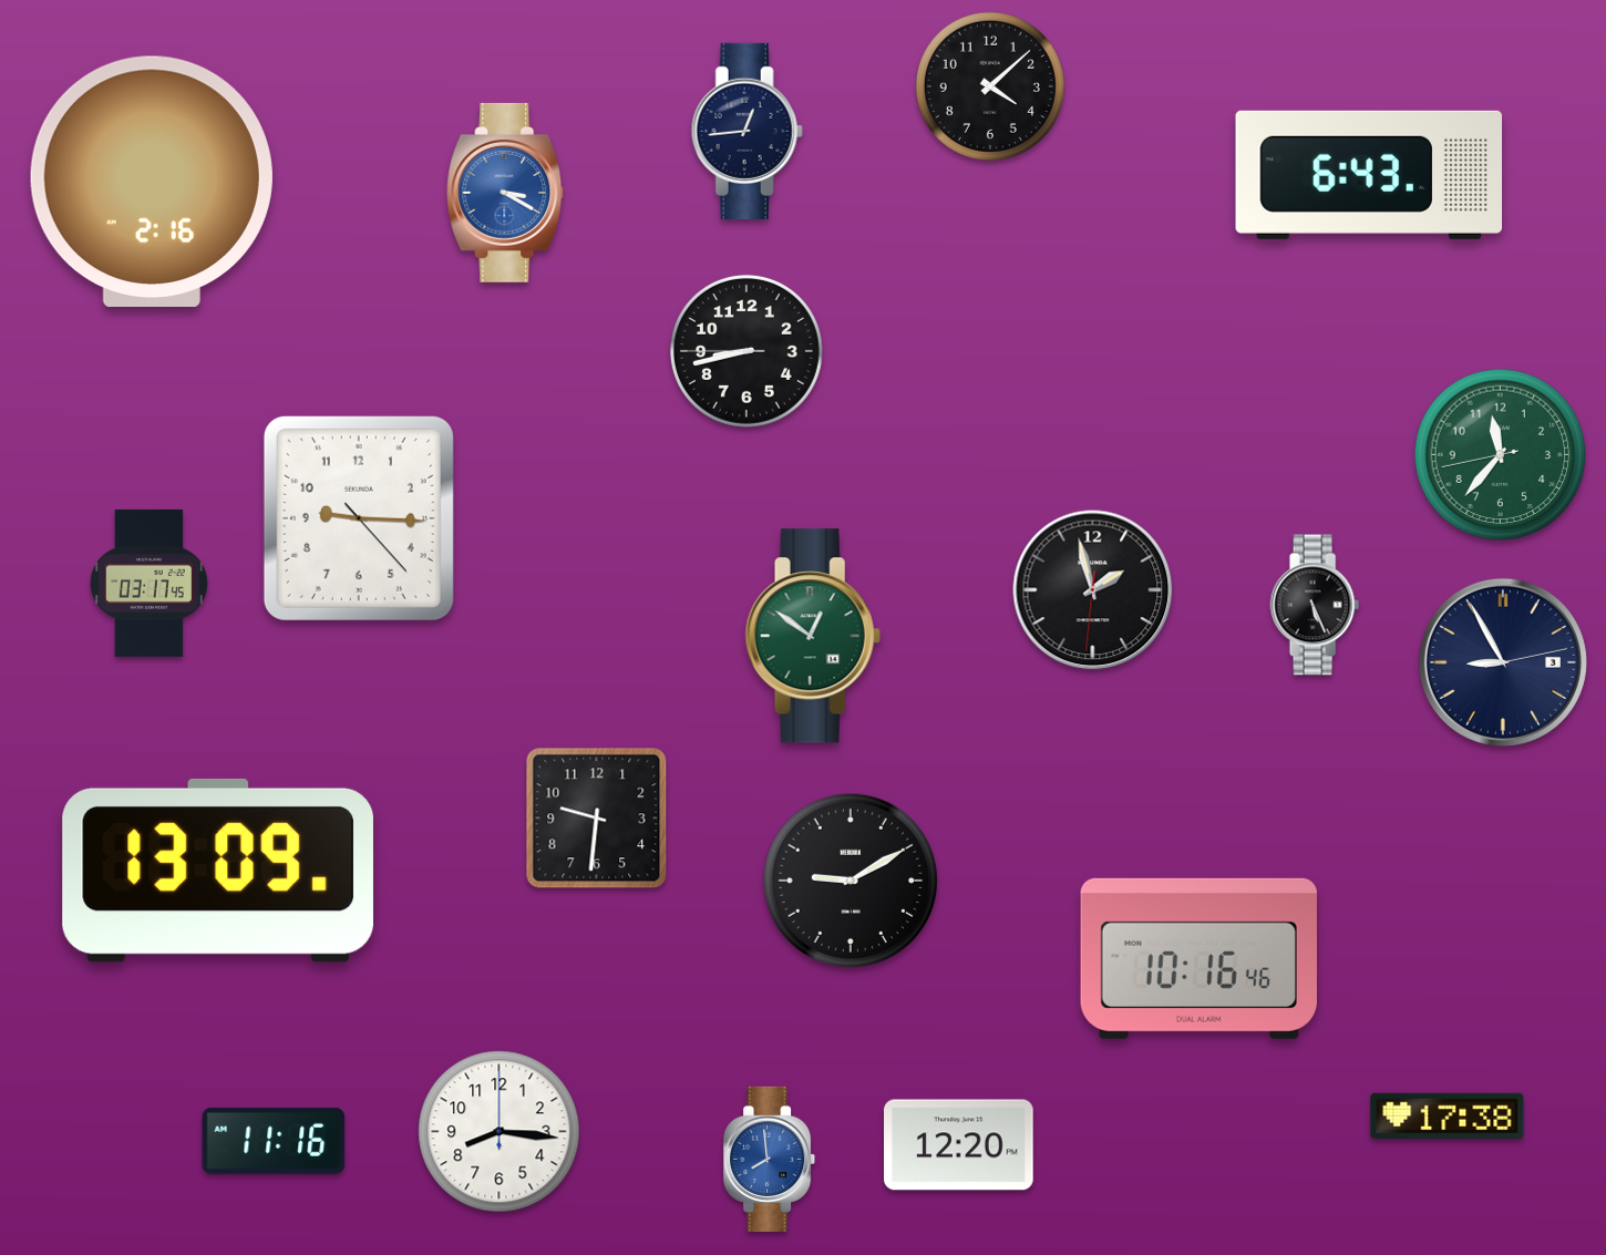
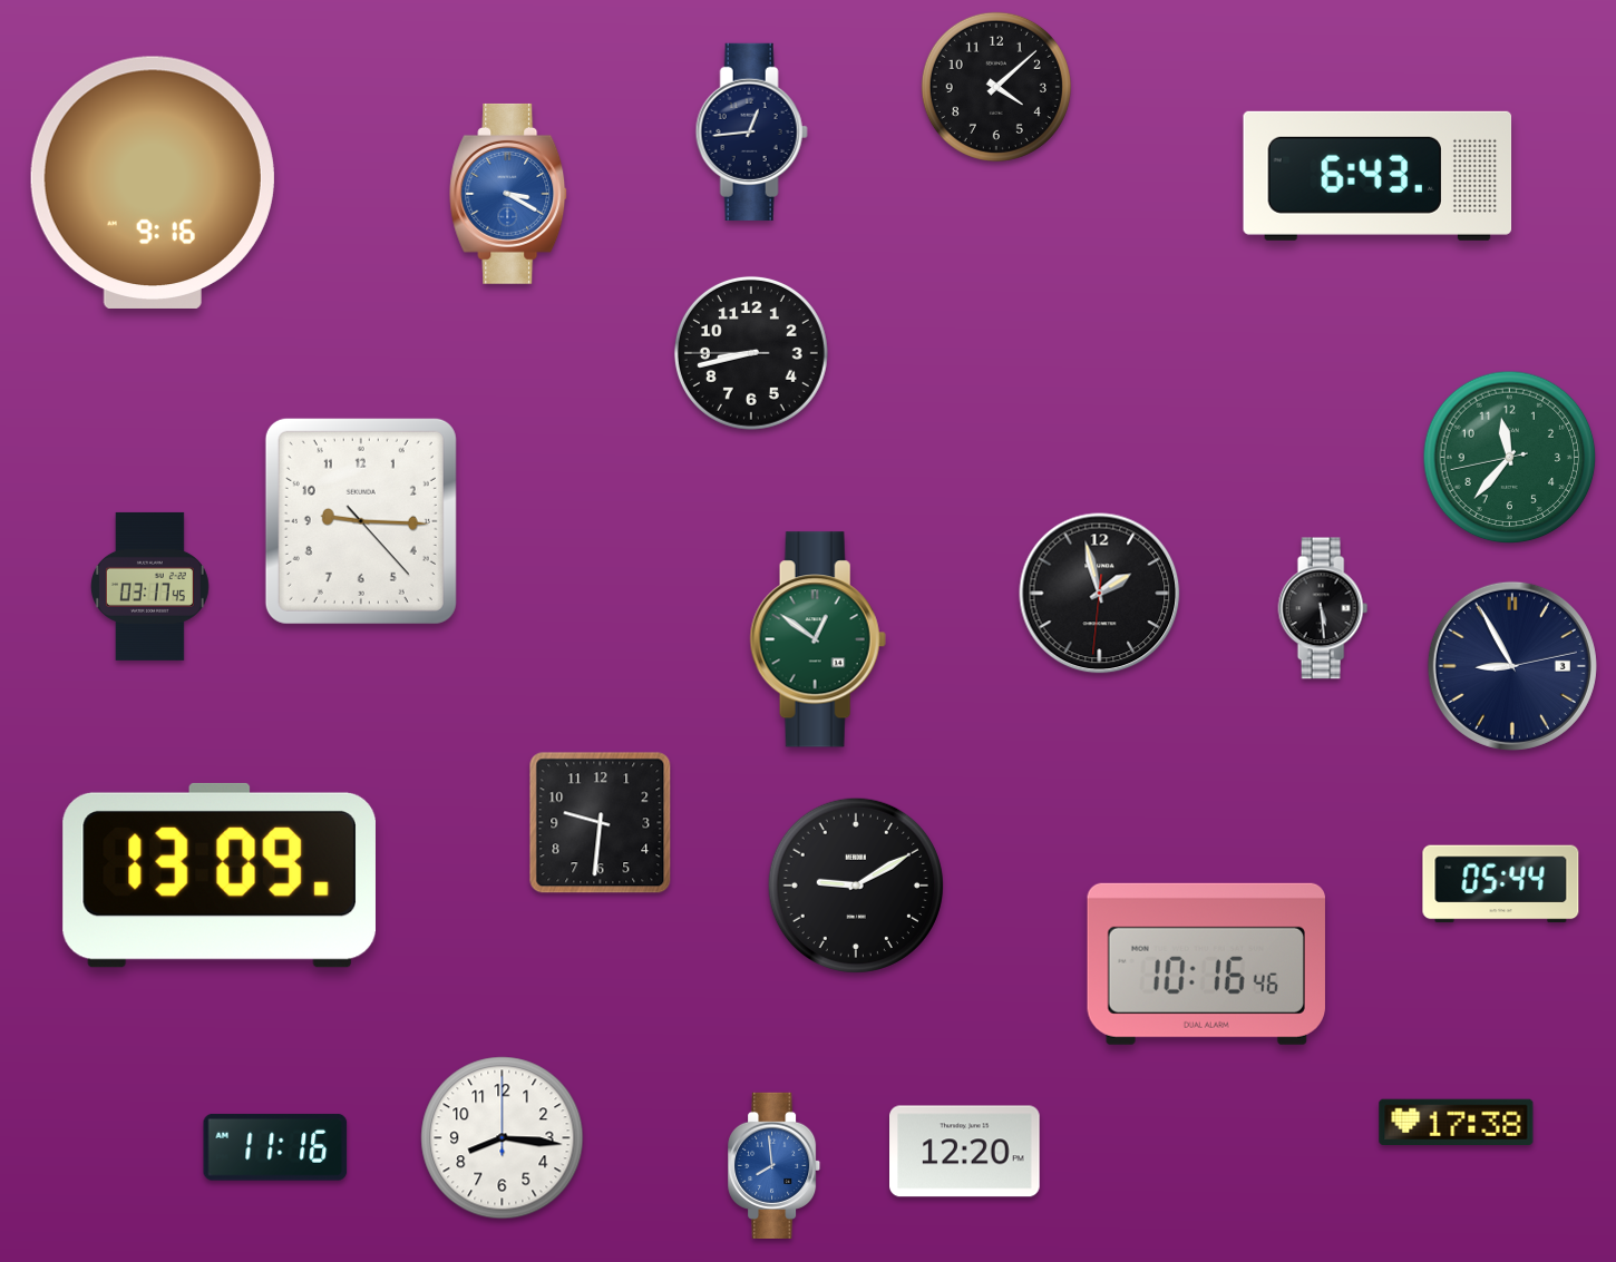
clock at (152, 182): 2:16 -> 9:16
clock at (1315, 605): 5:26 -> 5:29
clock at (1501, 884): none -> 05:44
